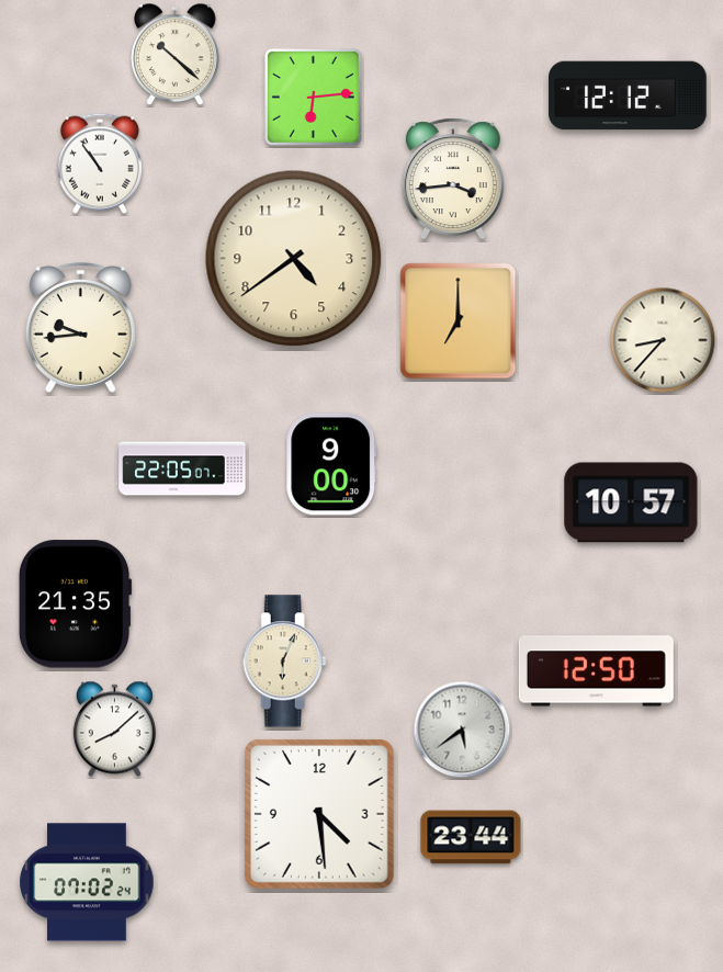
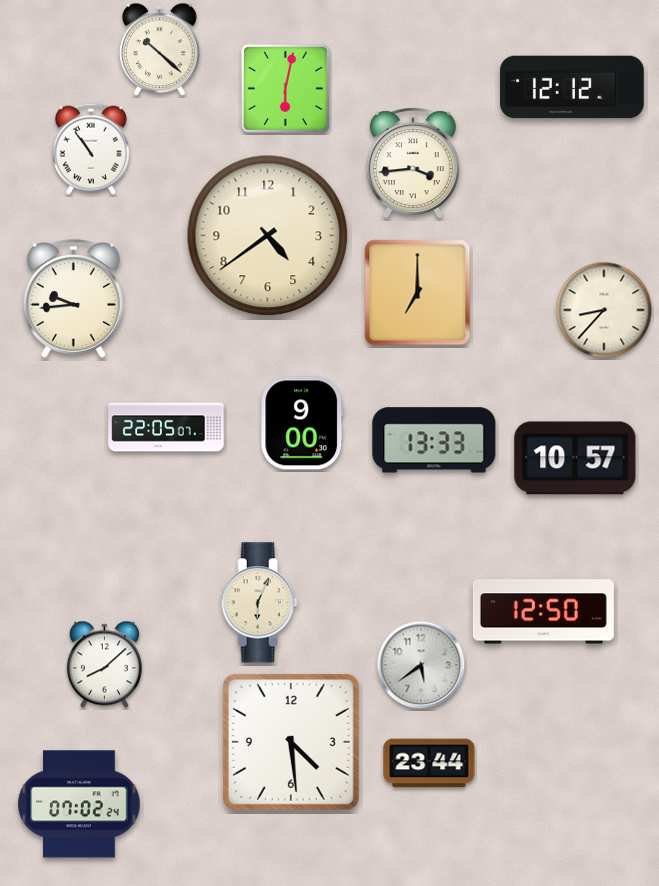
clock at (313, 97): 6:14 -> 6:02
clock at (434, 440): none -> 13:33
clock at (75, 604): 21:35 -> none
